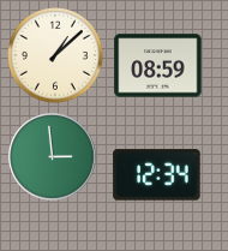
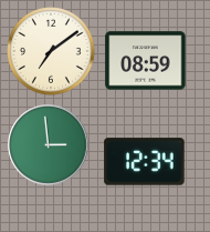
clock at (56, 56): 1:08 -> 7:09
